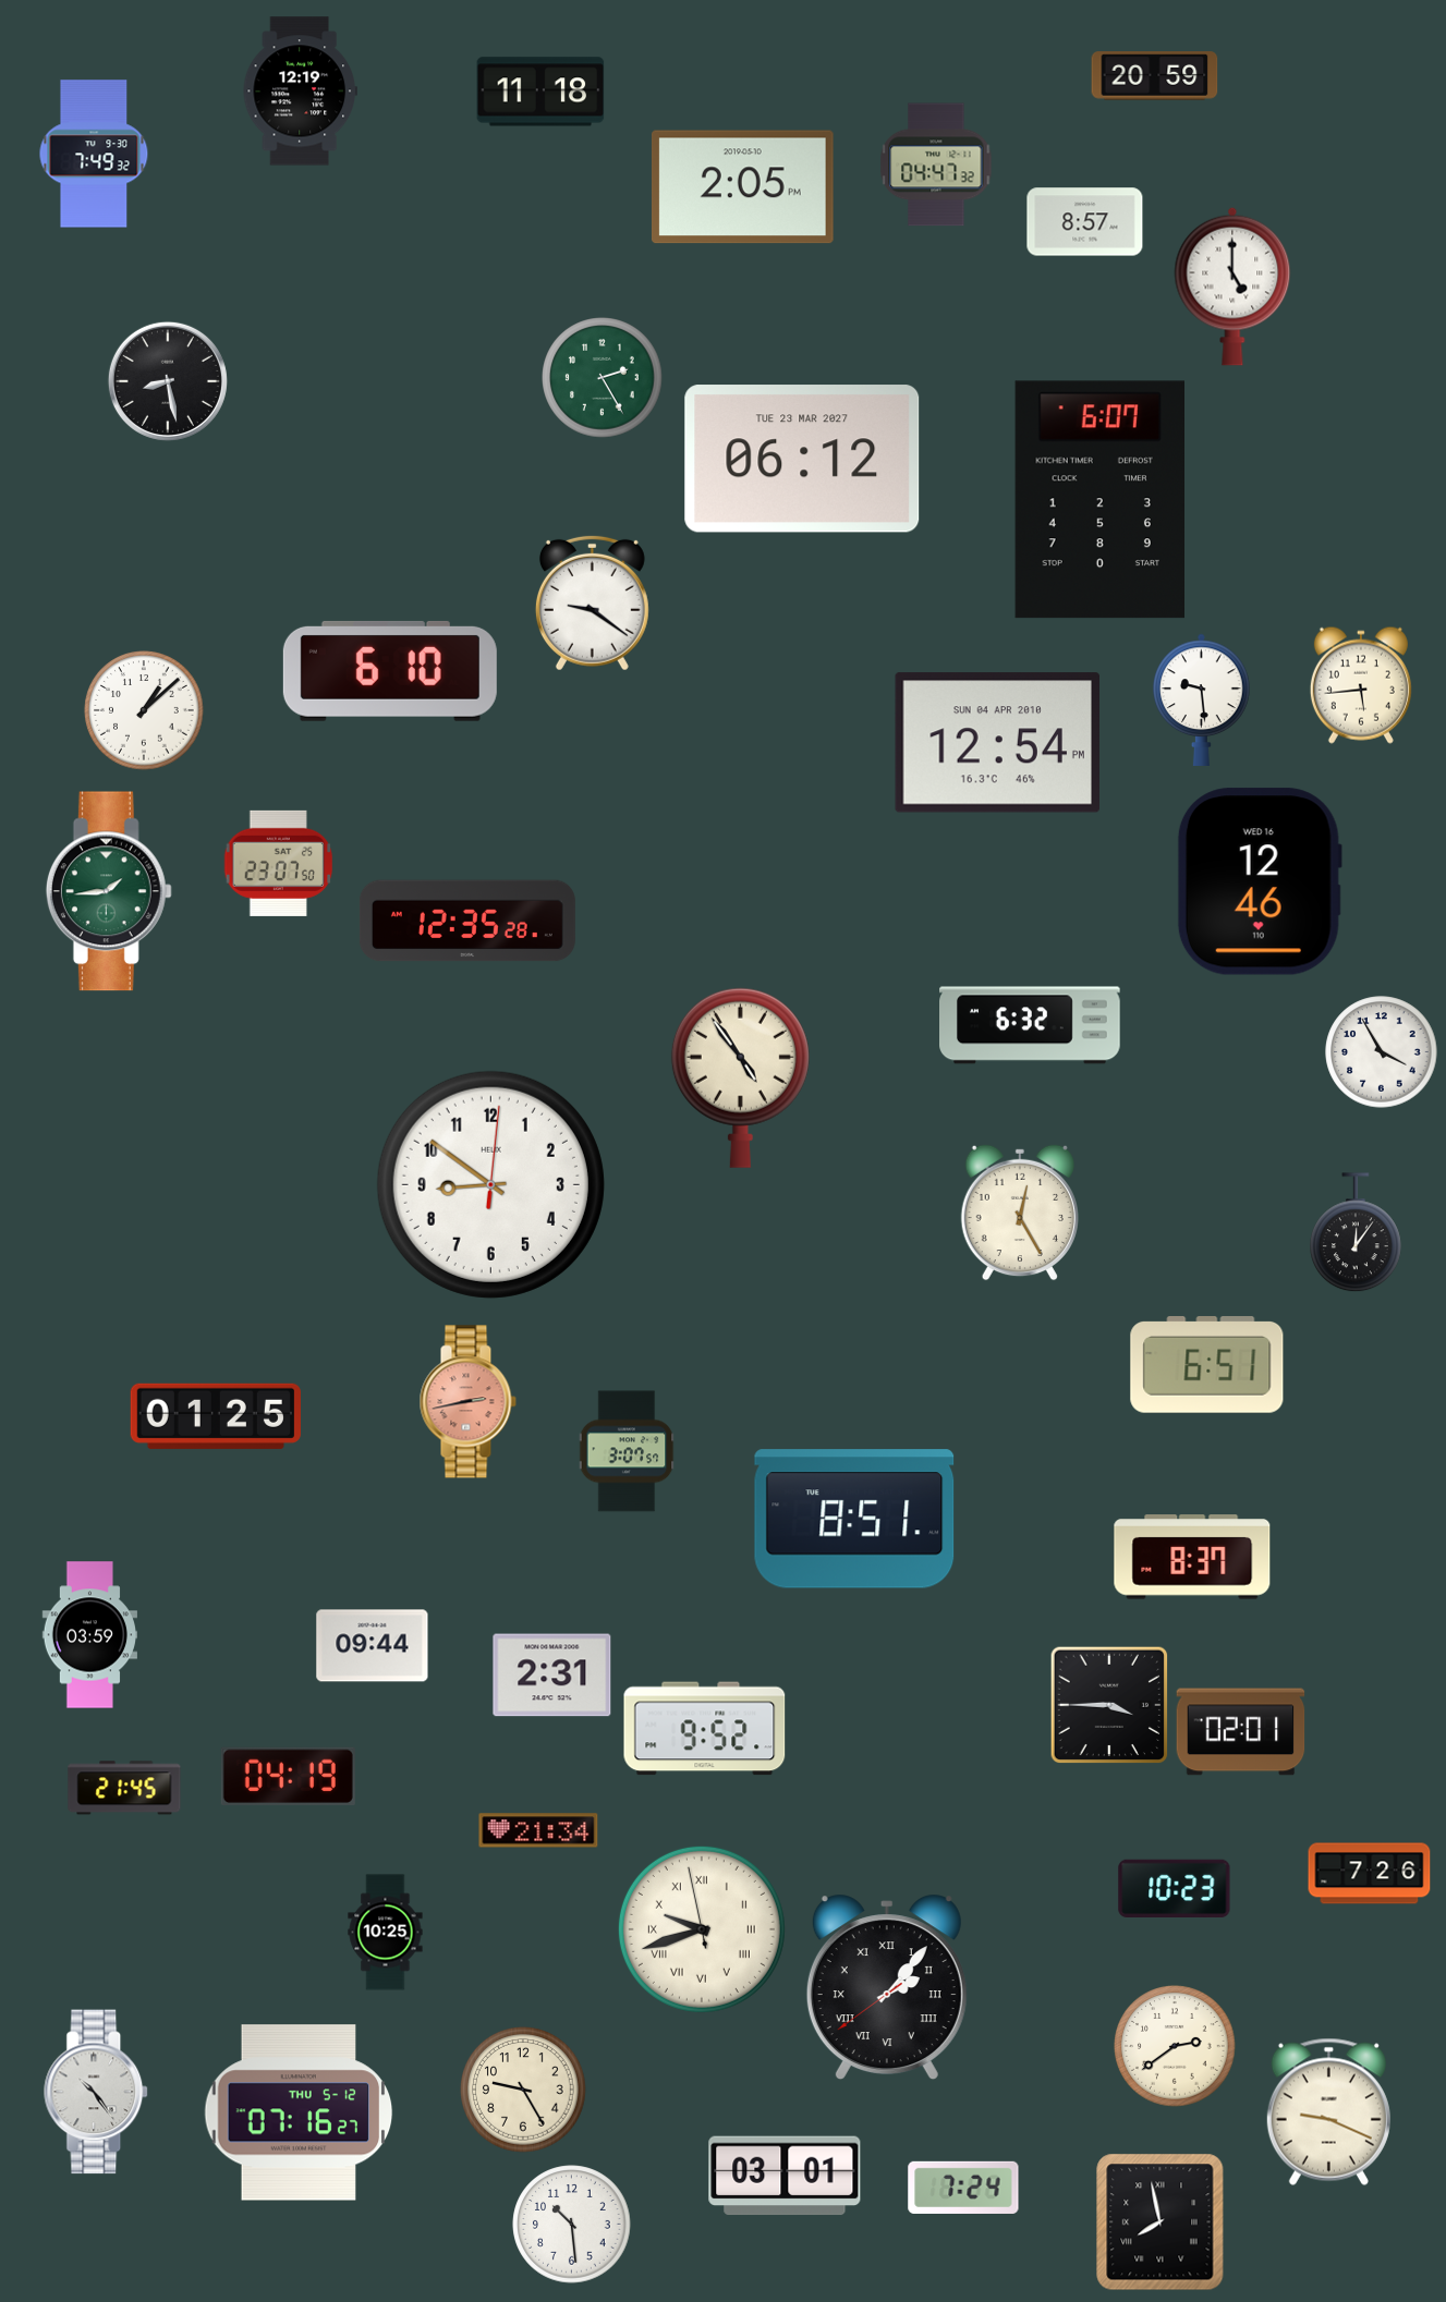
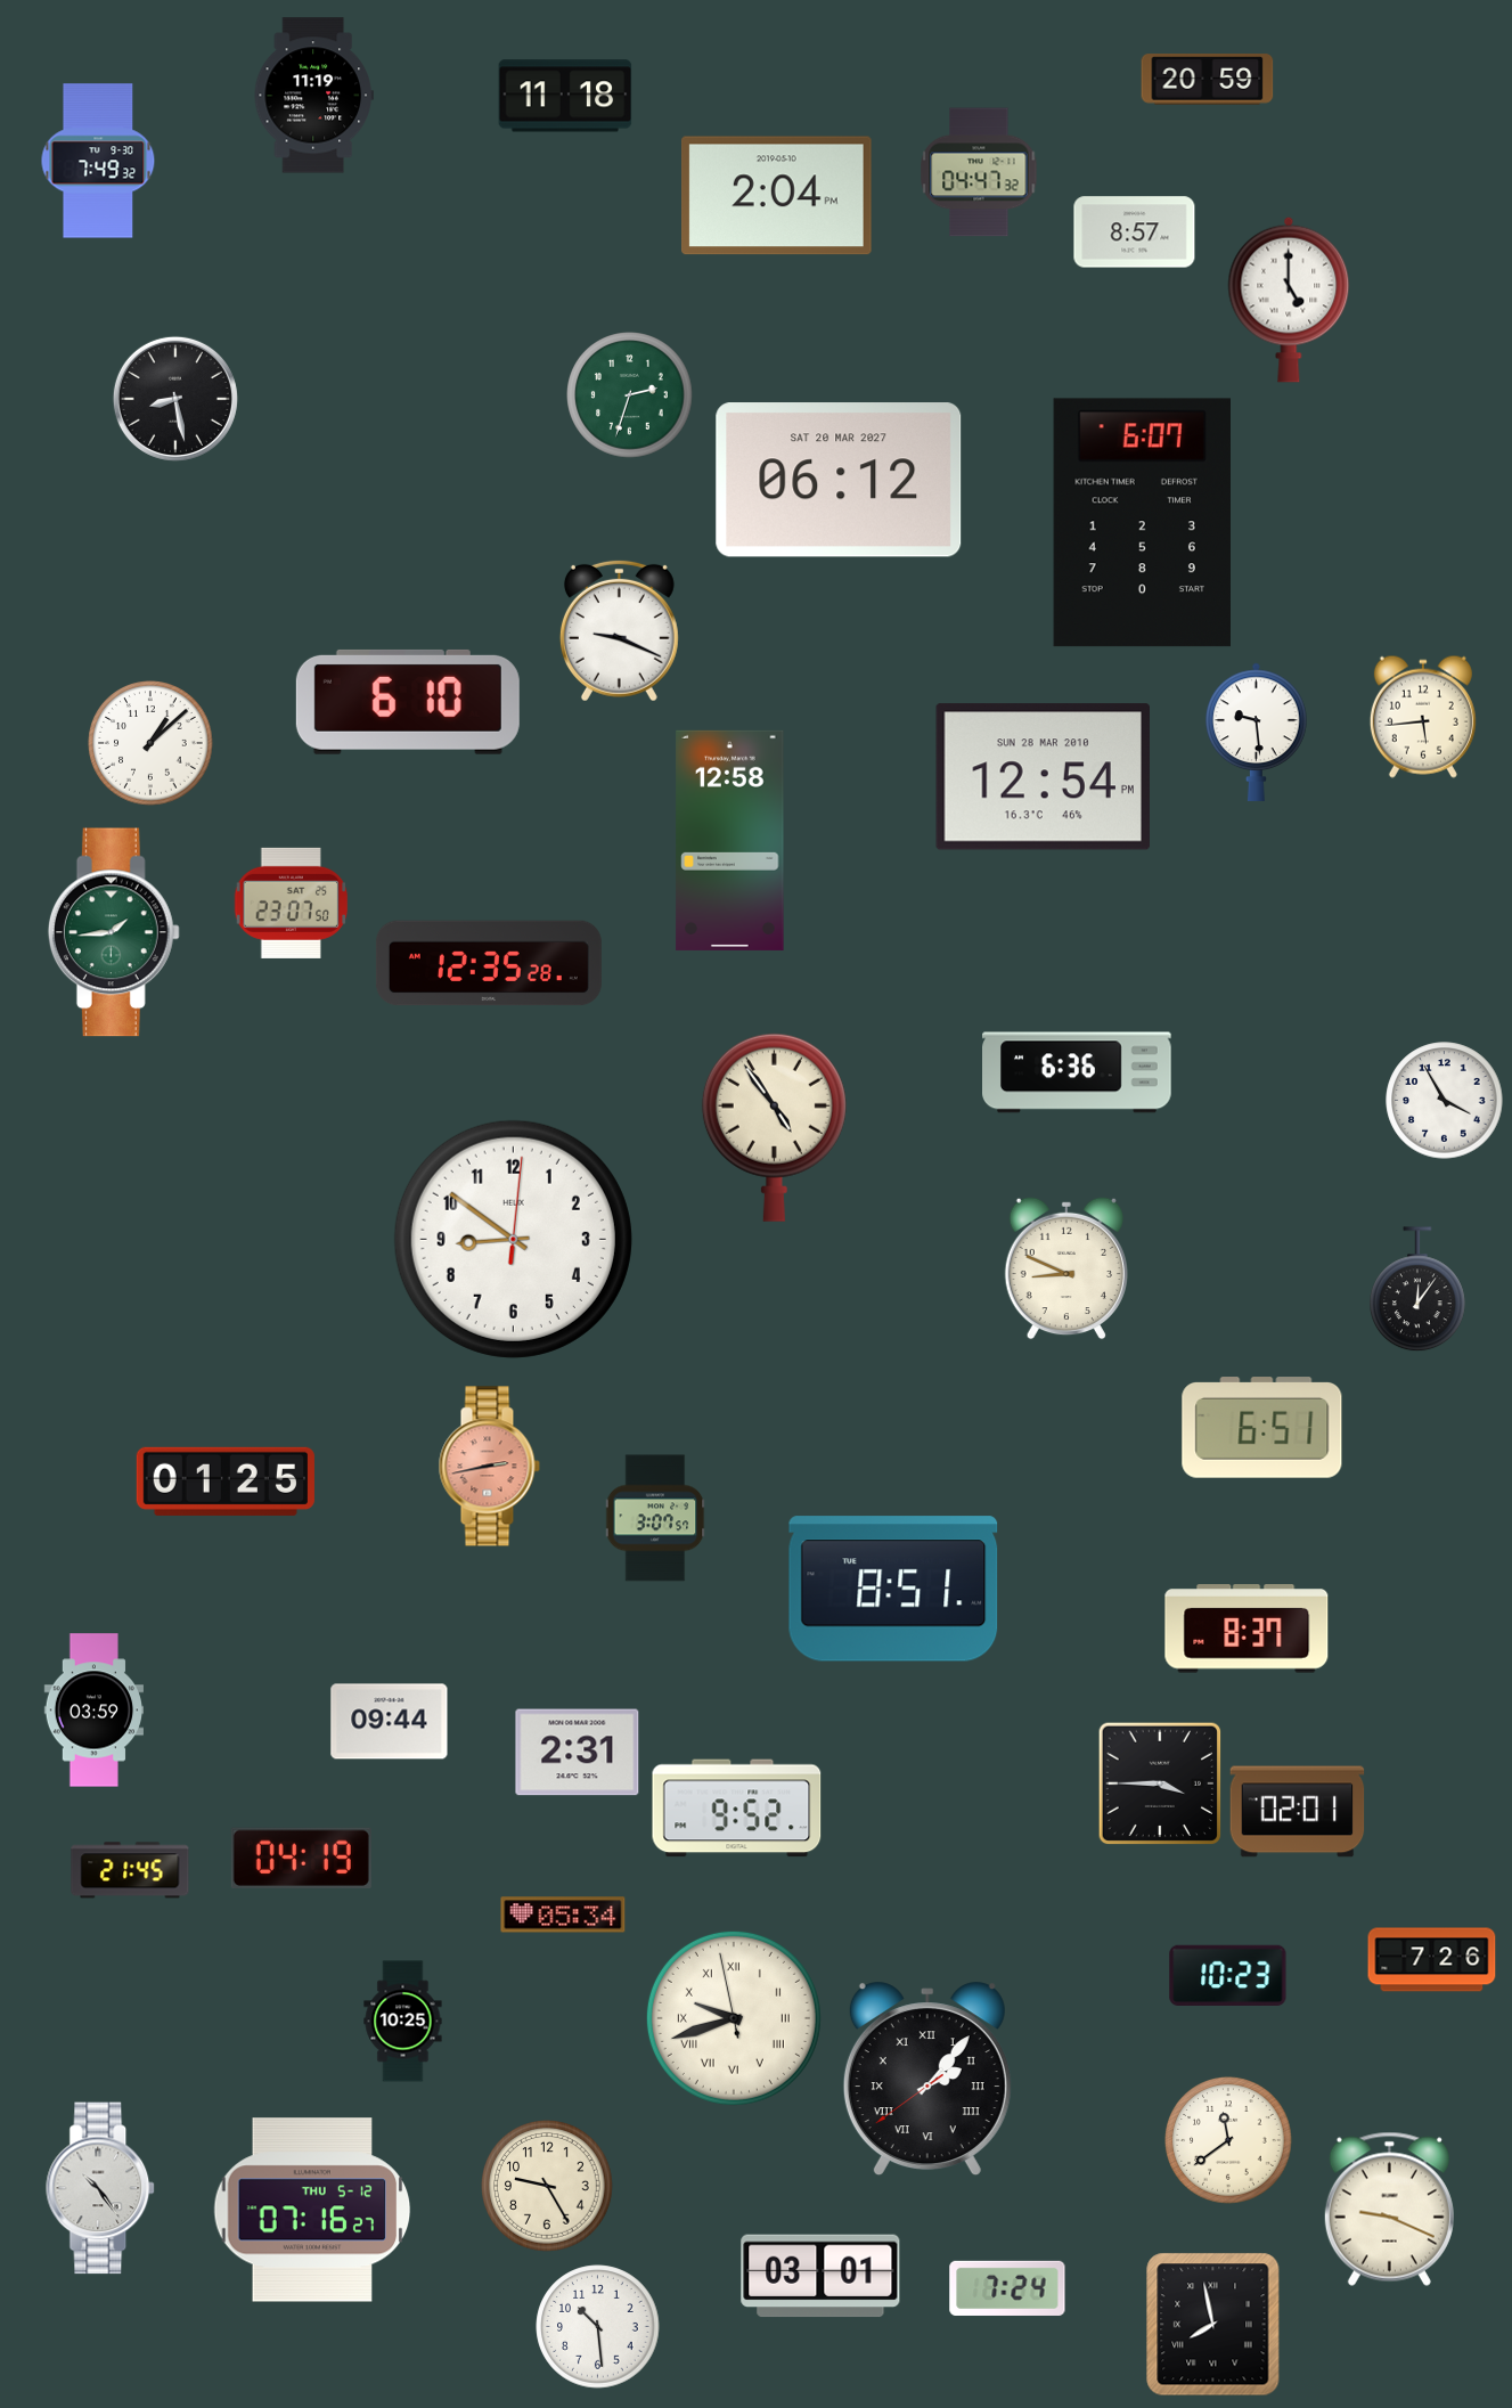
clock at (300, 92): 12:19 -> 11:19
clock at (743, 187): 2:05 -> 2:04
clock at (603, 378): 2:25 -> 2:33
clock at (802, 459) date: TUE 23 MAR 2027 -> SAT 20 MAR 2027
clock at (1099, 500) position: (1099, 500) -> (1142, 523)
clock at (592, 602): 9:21 -> 9:19
clock at (997, 743) date: SUN 04 APR 2010 -> SUN 28 MAR 2010
clock at (730, 840): none -> 12:58
clock at (1260, 881): 12:46 -> none
clock at (1030, 1025): 6:32 -> 6:36
clock at (1020, 1213): 12:25 -> 8:49
clock at (538, 1830): 21:34 -> 05:34
clock at (1175, 2046): 2:39 -> 11:39
